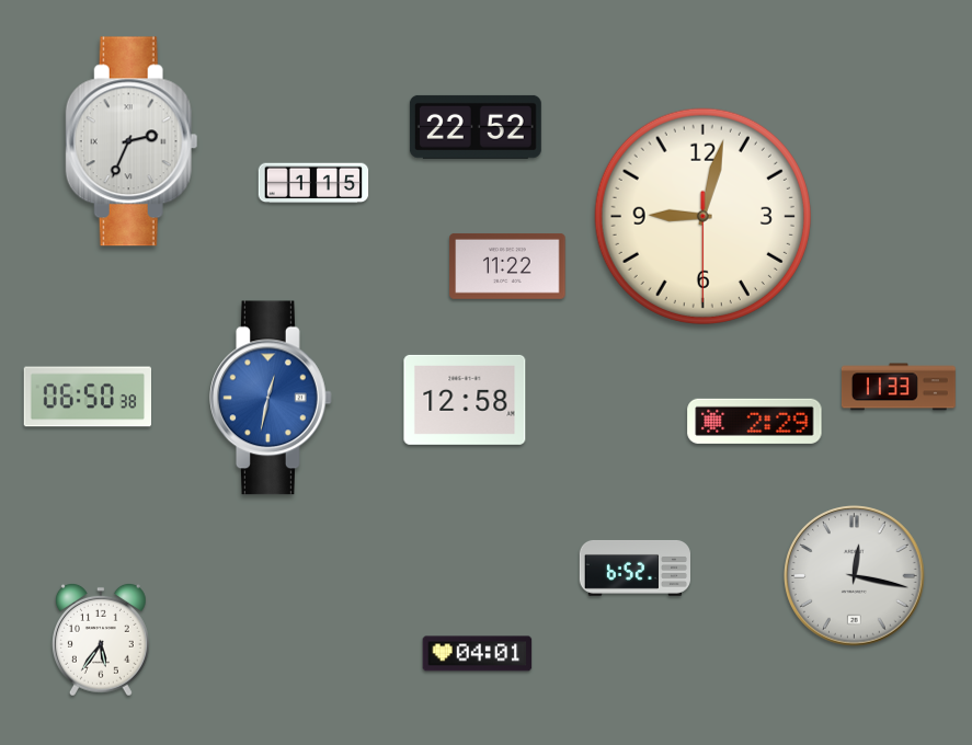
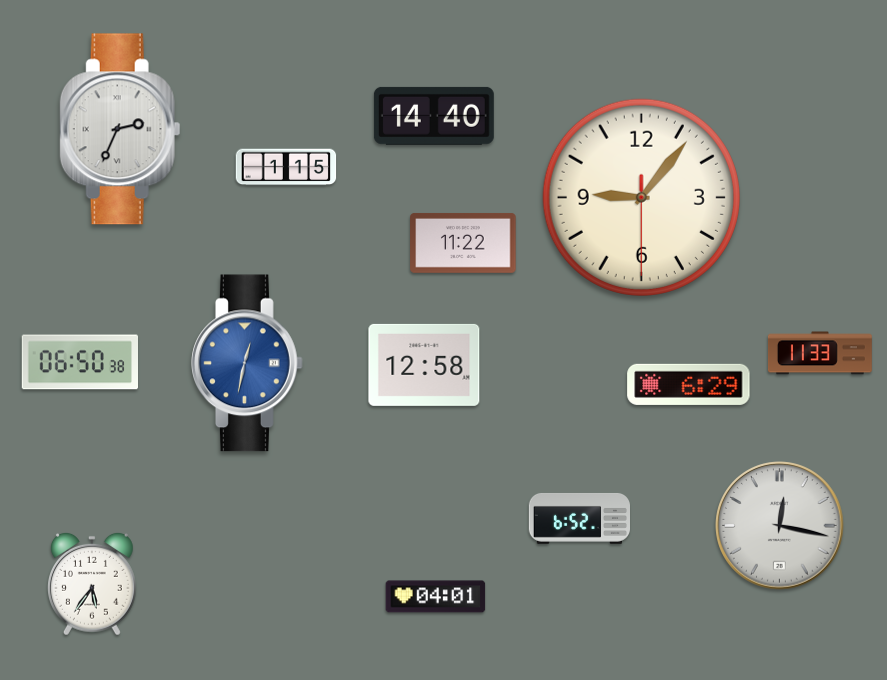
clock at (476, 127): 22:52 -> 14:40
clock at (702, 216): 9:02 -> 9:06
clock at (755, 421): 2:29 -> 6:29
